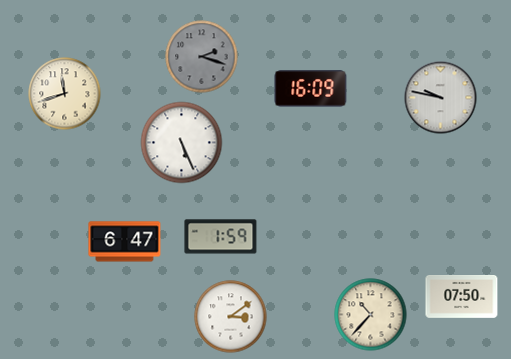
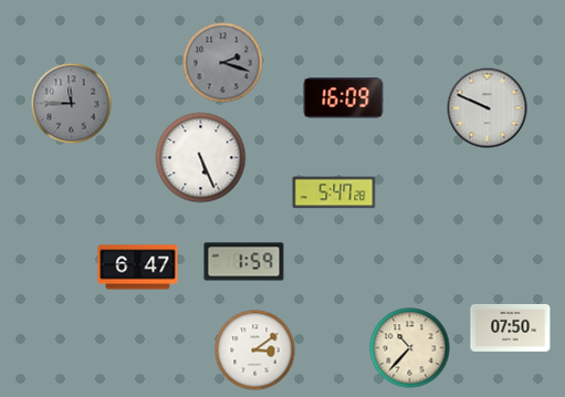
clock at (65, 94): 11:42 -> 11:45
clock at (65, 94) dial: cream -> grey
clock at (441, 98): 9:47 -> 9:49
clock at (334, 192): none -> 5:47
